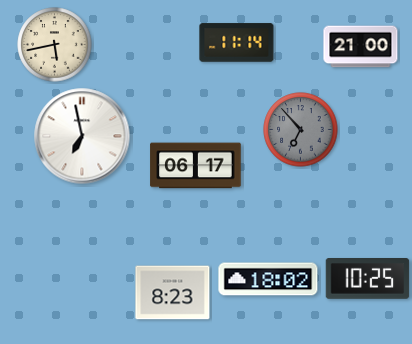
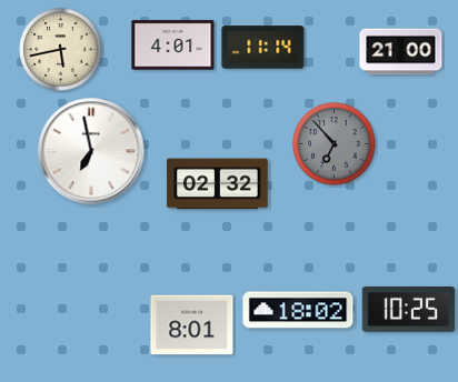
clock at (173, 46): none -> 4:01
clock at (196, 166): 06:17 -> 02:32
clock at (173, 293): 8:23 -> 8:01
